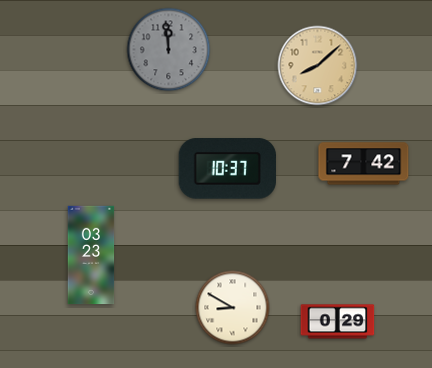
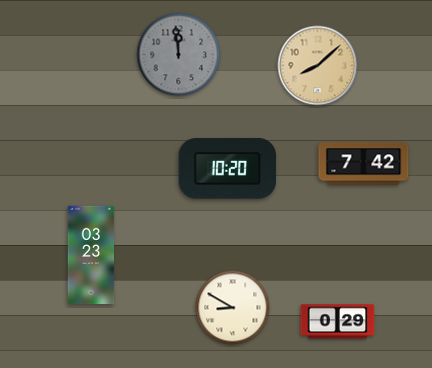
clock at (169, 50) position: (169, 50) -> (179, 55)
clock at (227, 169): 10:37 -> 10:20
